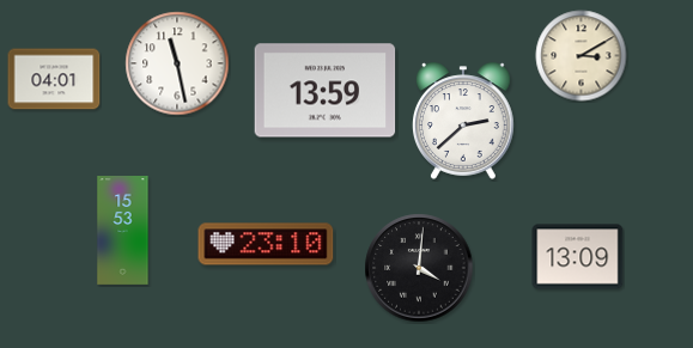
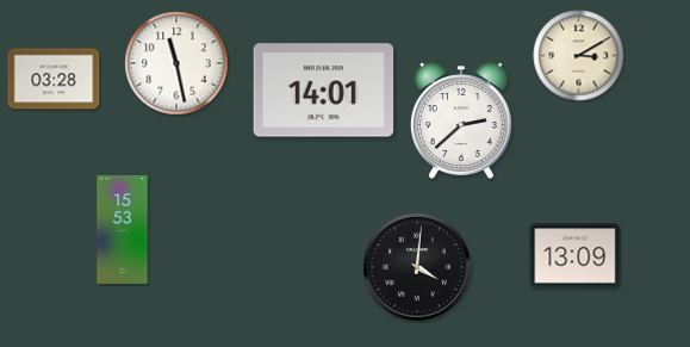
clock at (54, 79): 04:01 -> 03:28
clock at (326, 91): 13:59 -> 14:01
clock at (266, 244): 23:10 -> none
